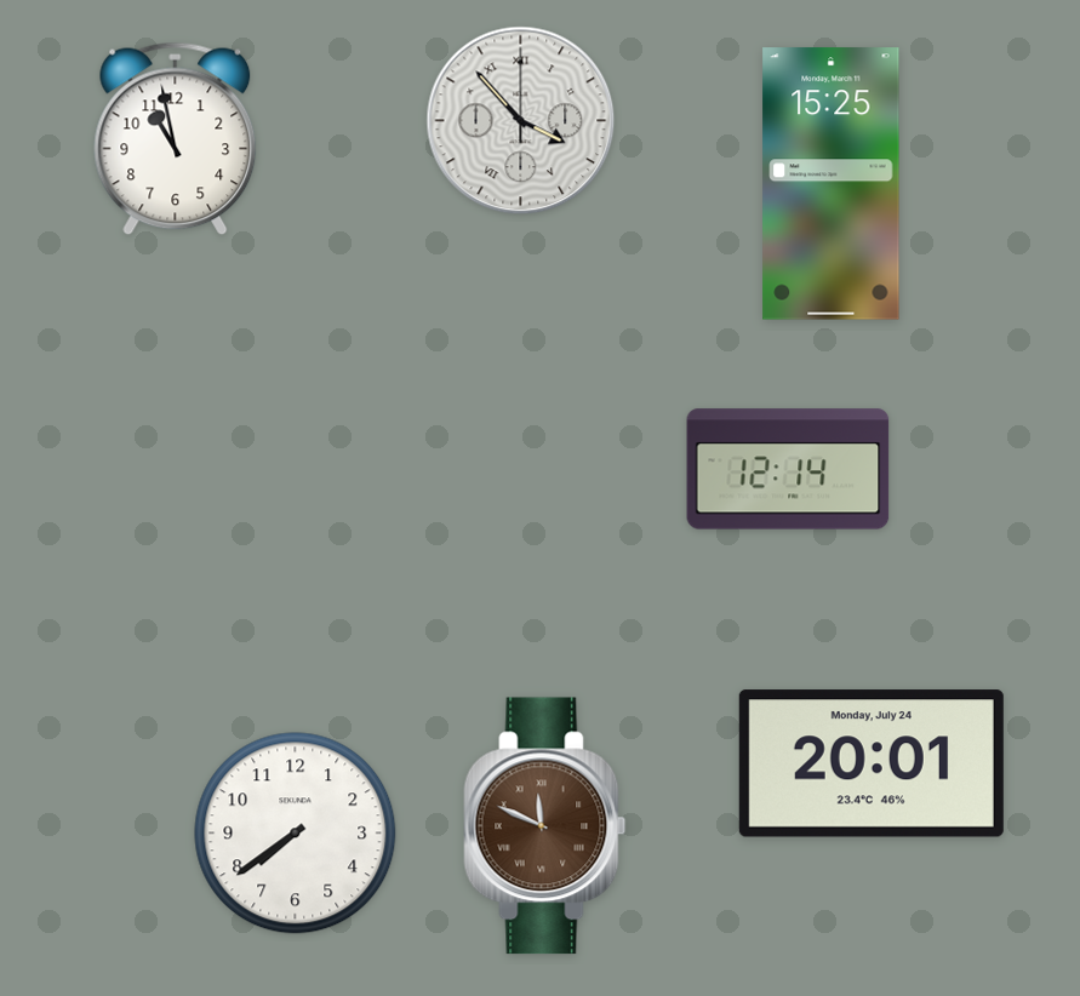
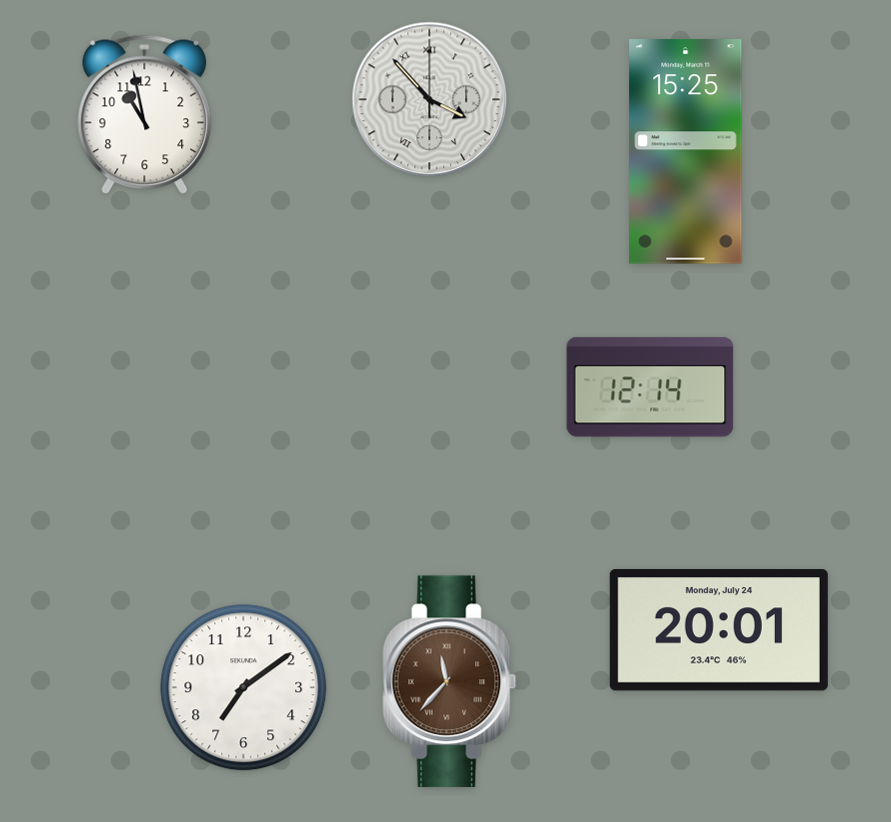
clock at (545, 826): 11:49 -> 11:37
clock at (296, 834): 7:39 -> 7:09
